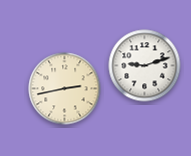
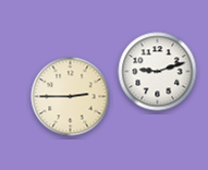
clock at (65, 89): 2:43 -> 2:45
